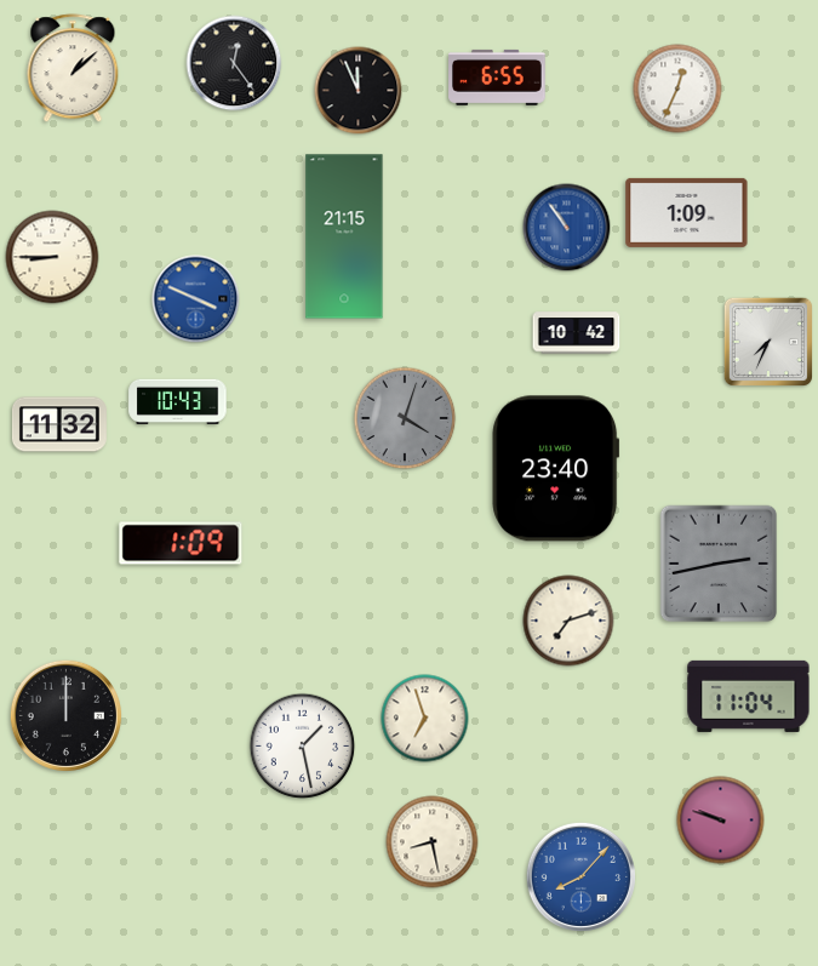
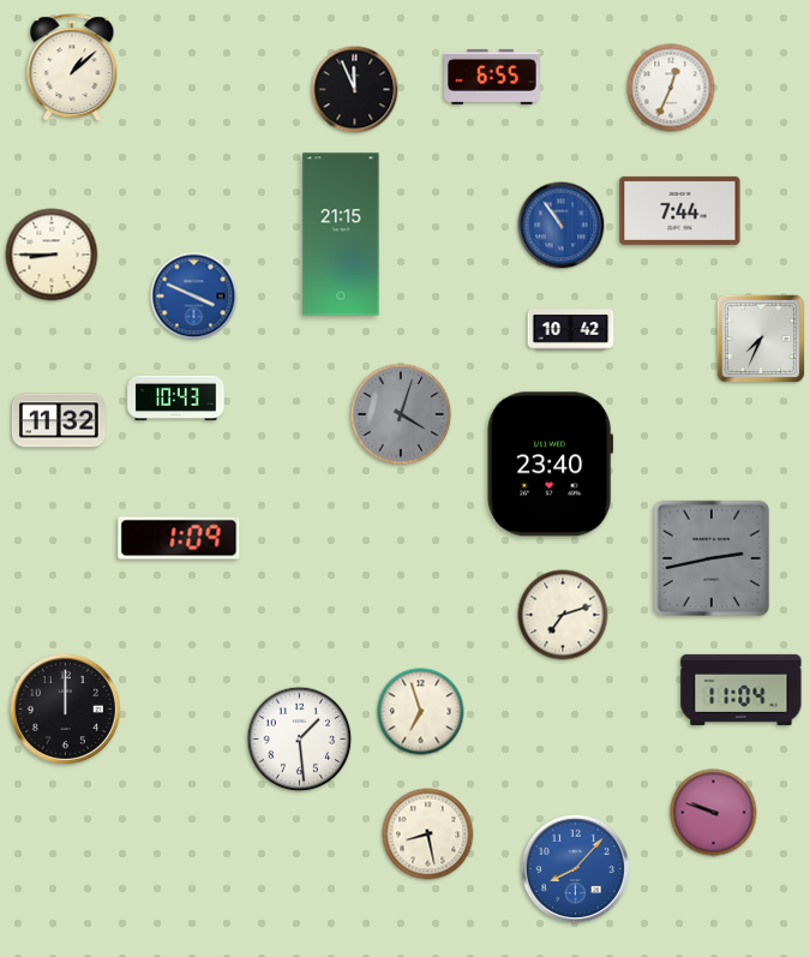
clock at (234, 63): 12:24 -> none
clock at (687, 212): 1:09 -> 7:44
clock at (303, 747): 1:28 -> 1:29
